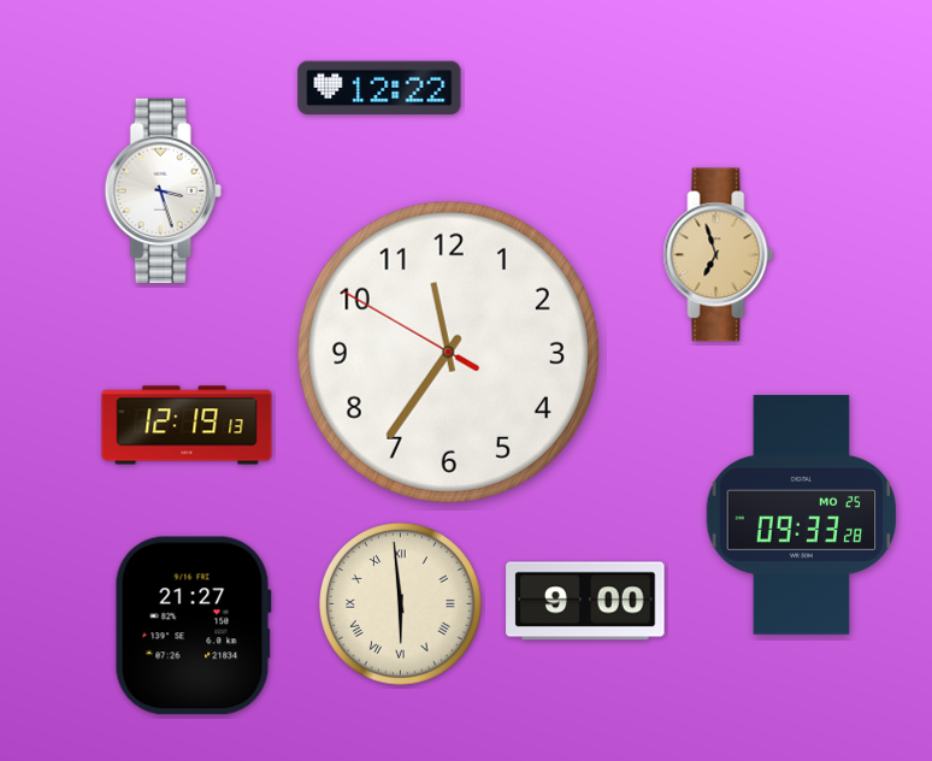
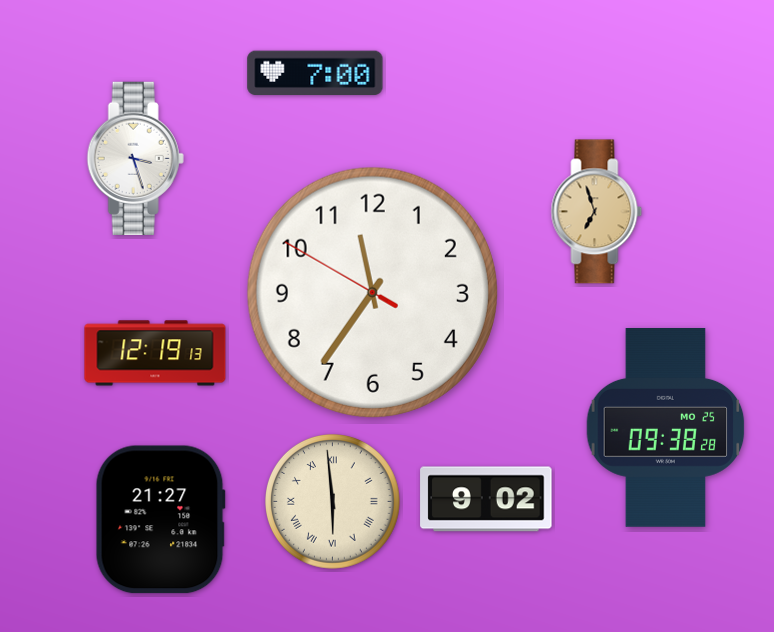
clock at (379, 88): 12:22 -> 7:00
clock at (802, 515): 09:33 -> 09:38
clock at (585, 601): 9:00 -> 9:02
